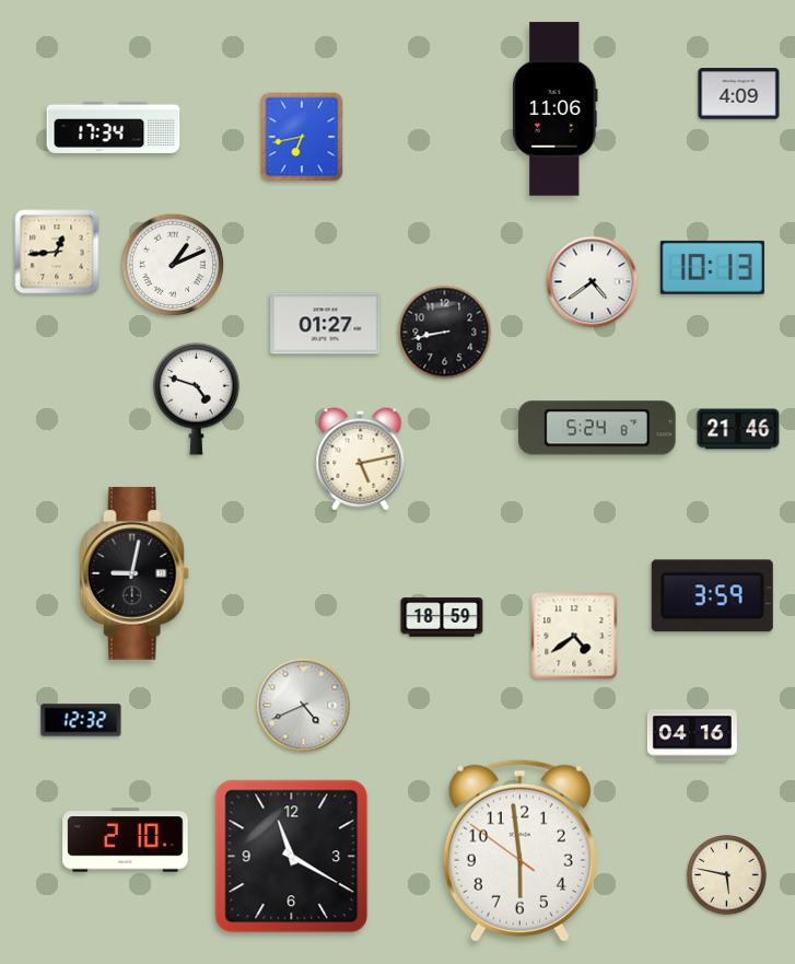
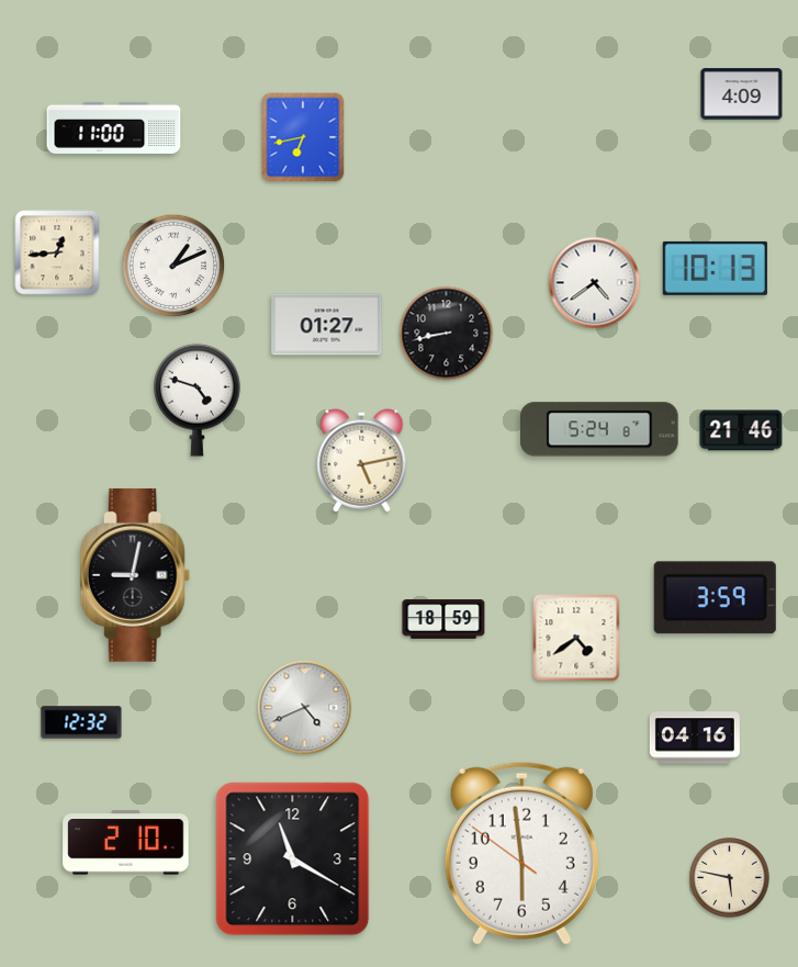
clock at (556, 109): 11:06 -> none
clock at (114, 127): 17:34 -> 11:00
